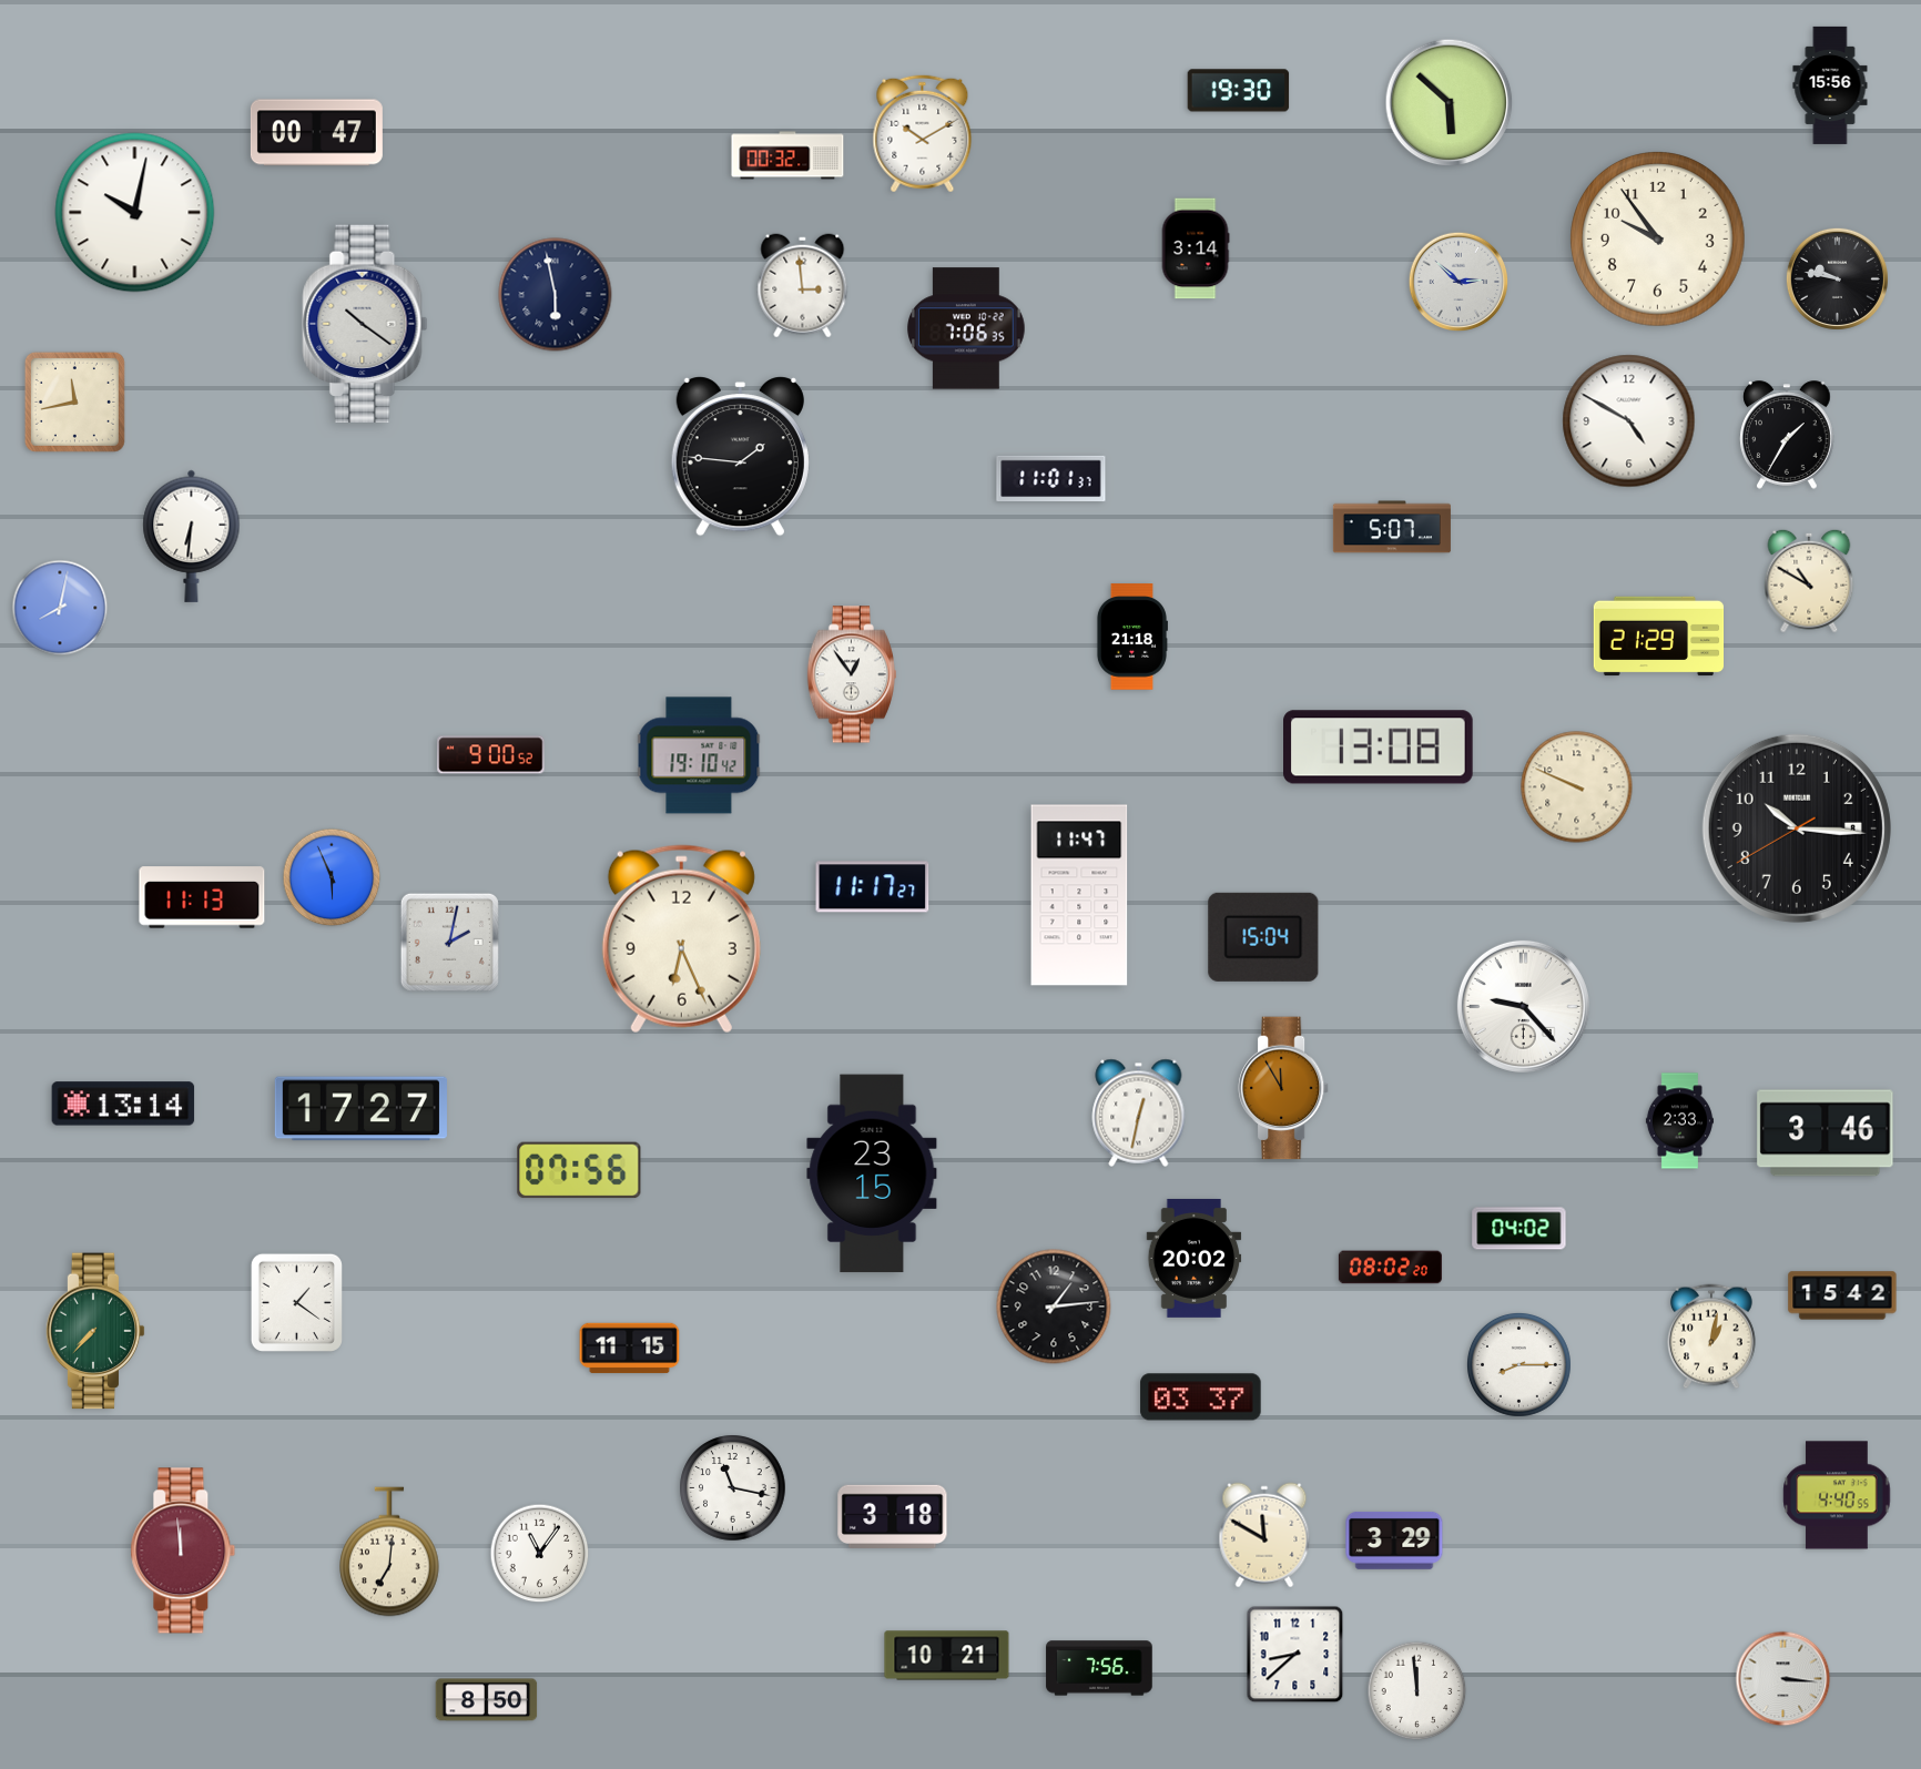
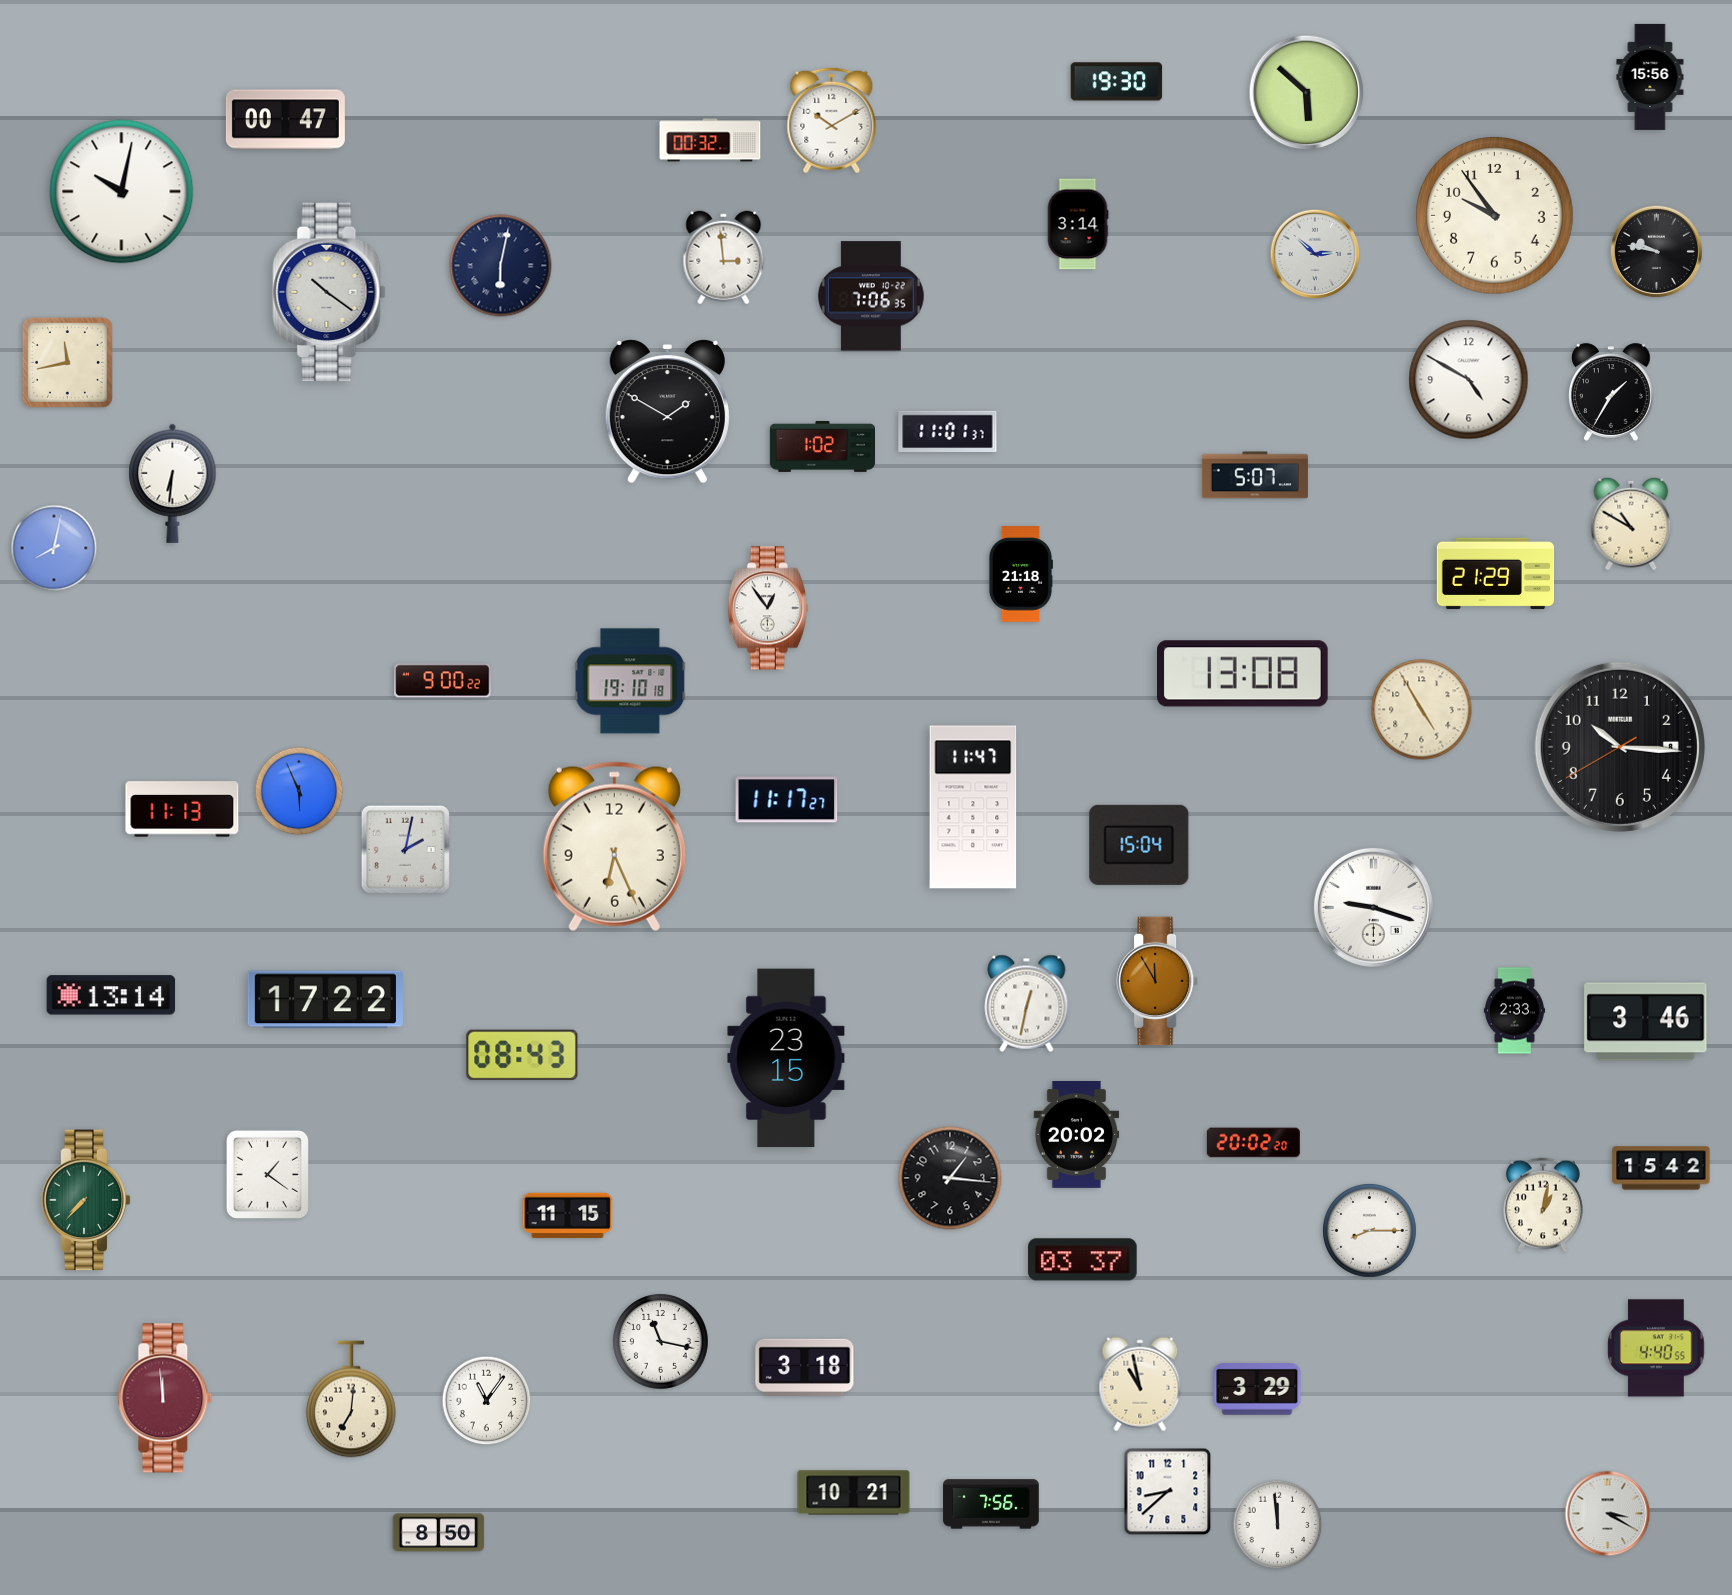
clock at (556, 295): 5:58 -> 6:02
clock at (740, 457): 1:46 -> 1:50
clock at (822, 446): none -> 1:02
clock at (491, 755): 9:00:52 -> 9:00:22
clock at (699, 755): 19:10:42 -> 19:10:18
clock at (1577, 787): 9:49 -> 4:55
clock at (1523, 1006): 9:23 -> 9:18
clock at (360, 1109): 17:27 -> 17:22
clock at (579, 1170): 07:56 -> 08:43
clock at (1519, 1229): 04:02 -> none
clock at (1390, 1268): 08:02 -> 20:02
clock at (1054, 1307): 1:14 -> 1:16
clock at (1264, 1535): 11:50 -> 10:58
clock at (1783, 1679): 3:16 -> 3:20
